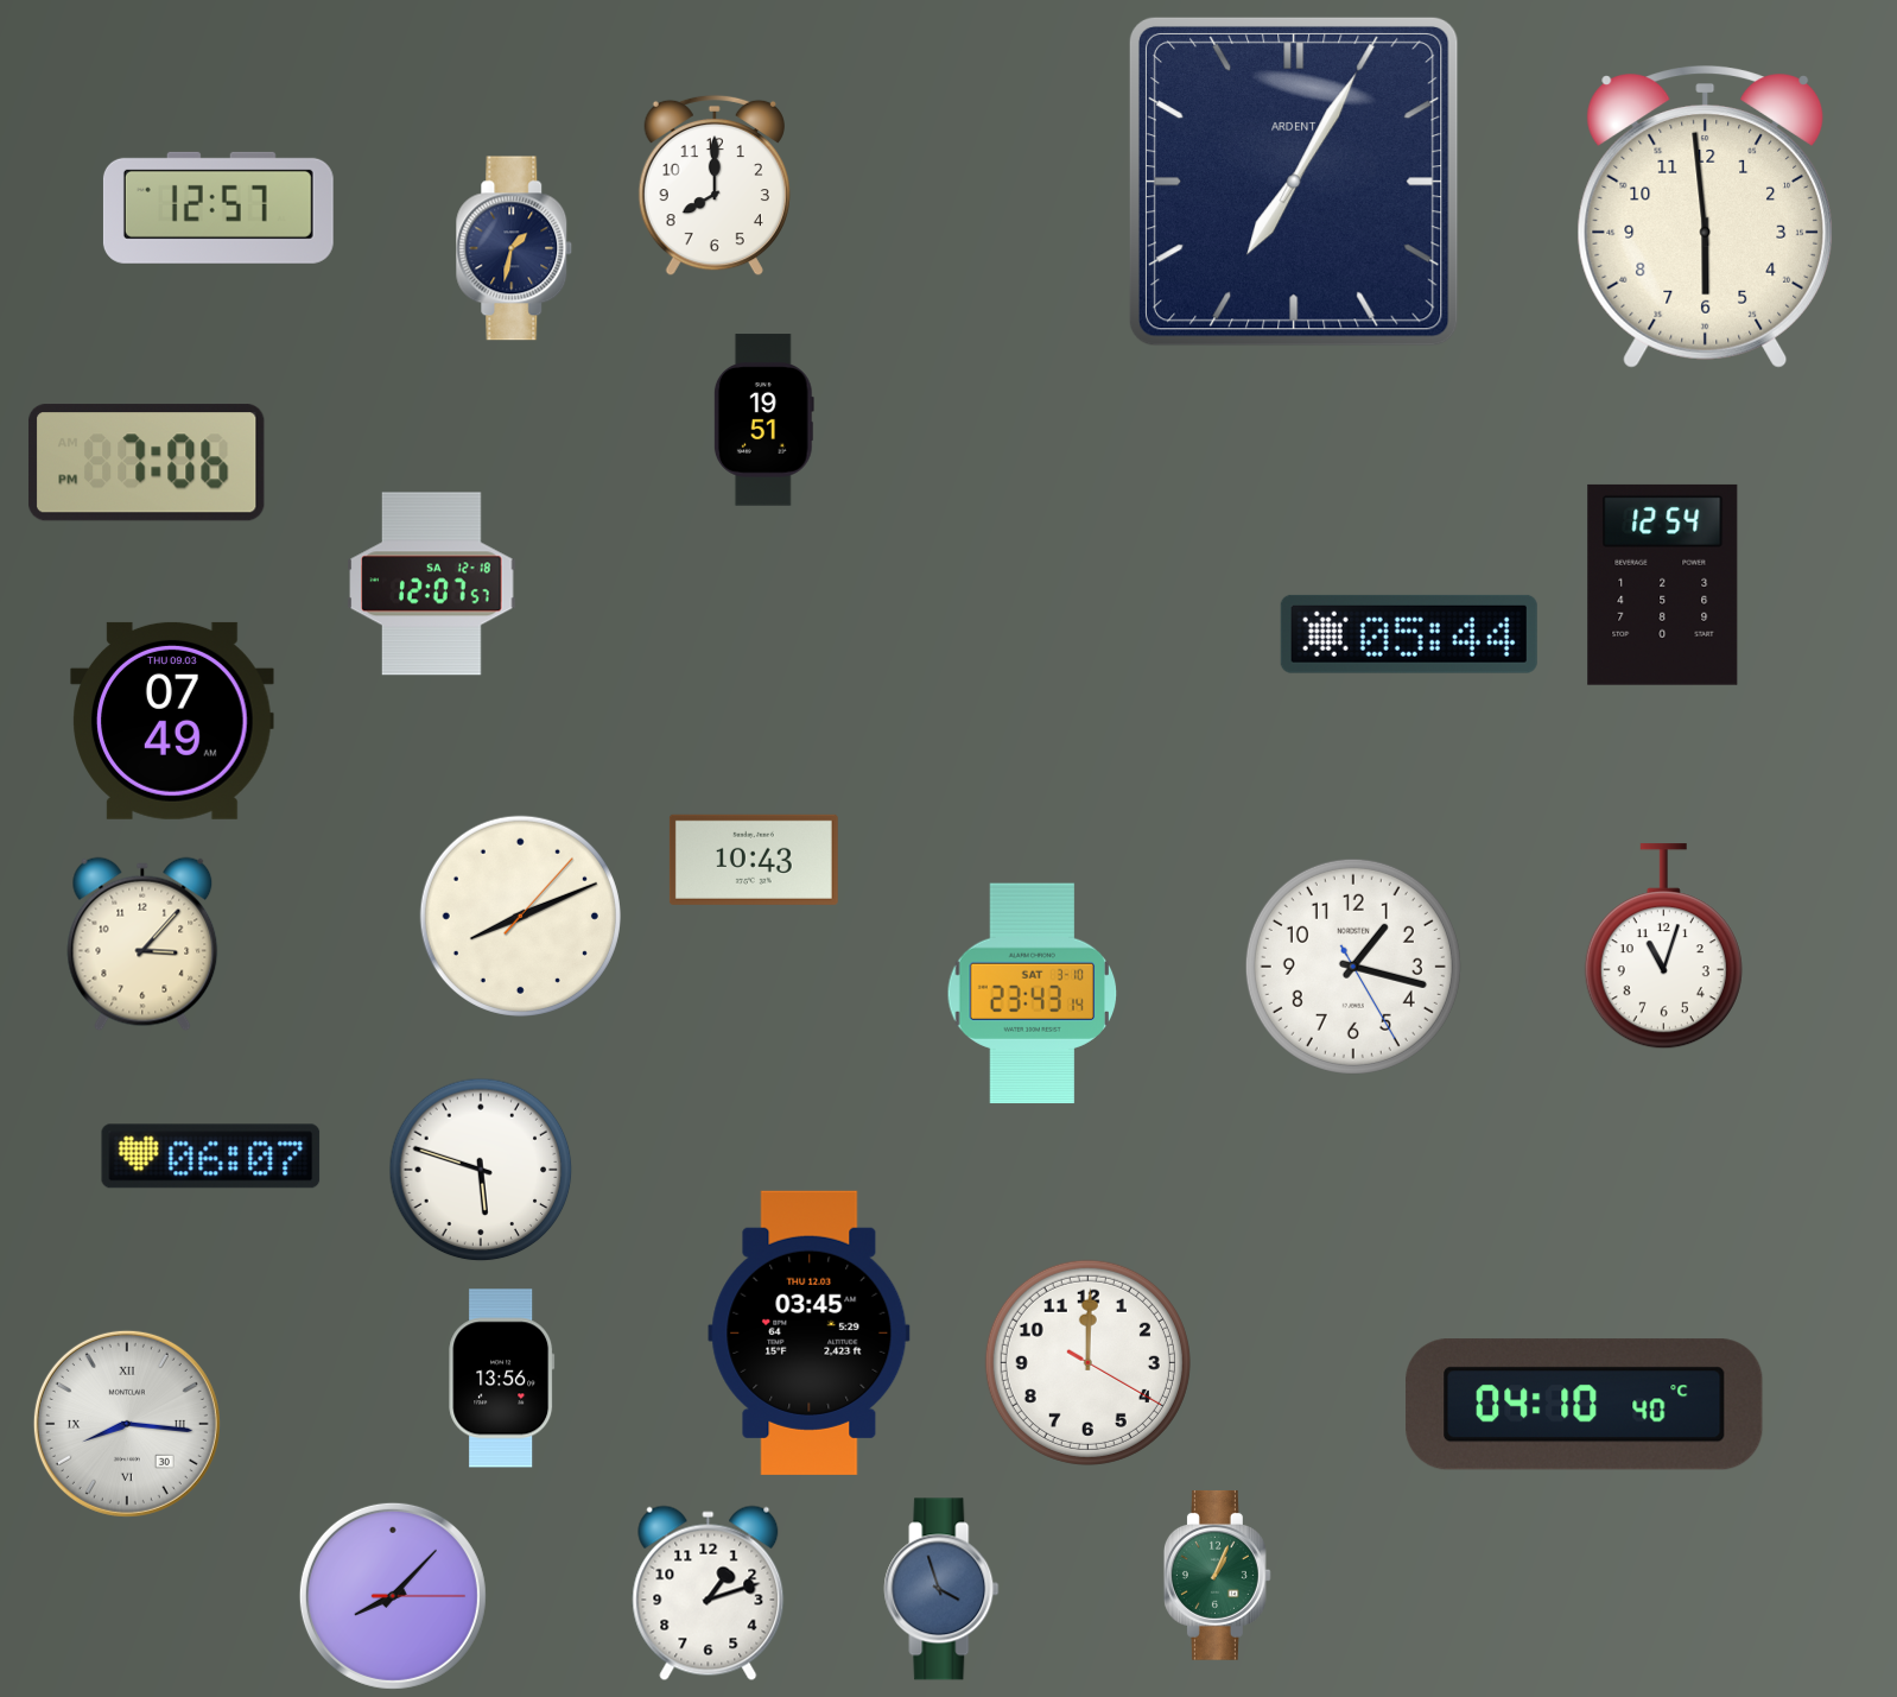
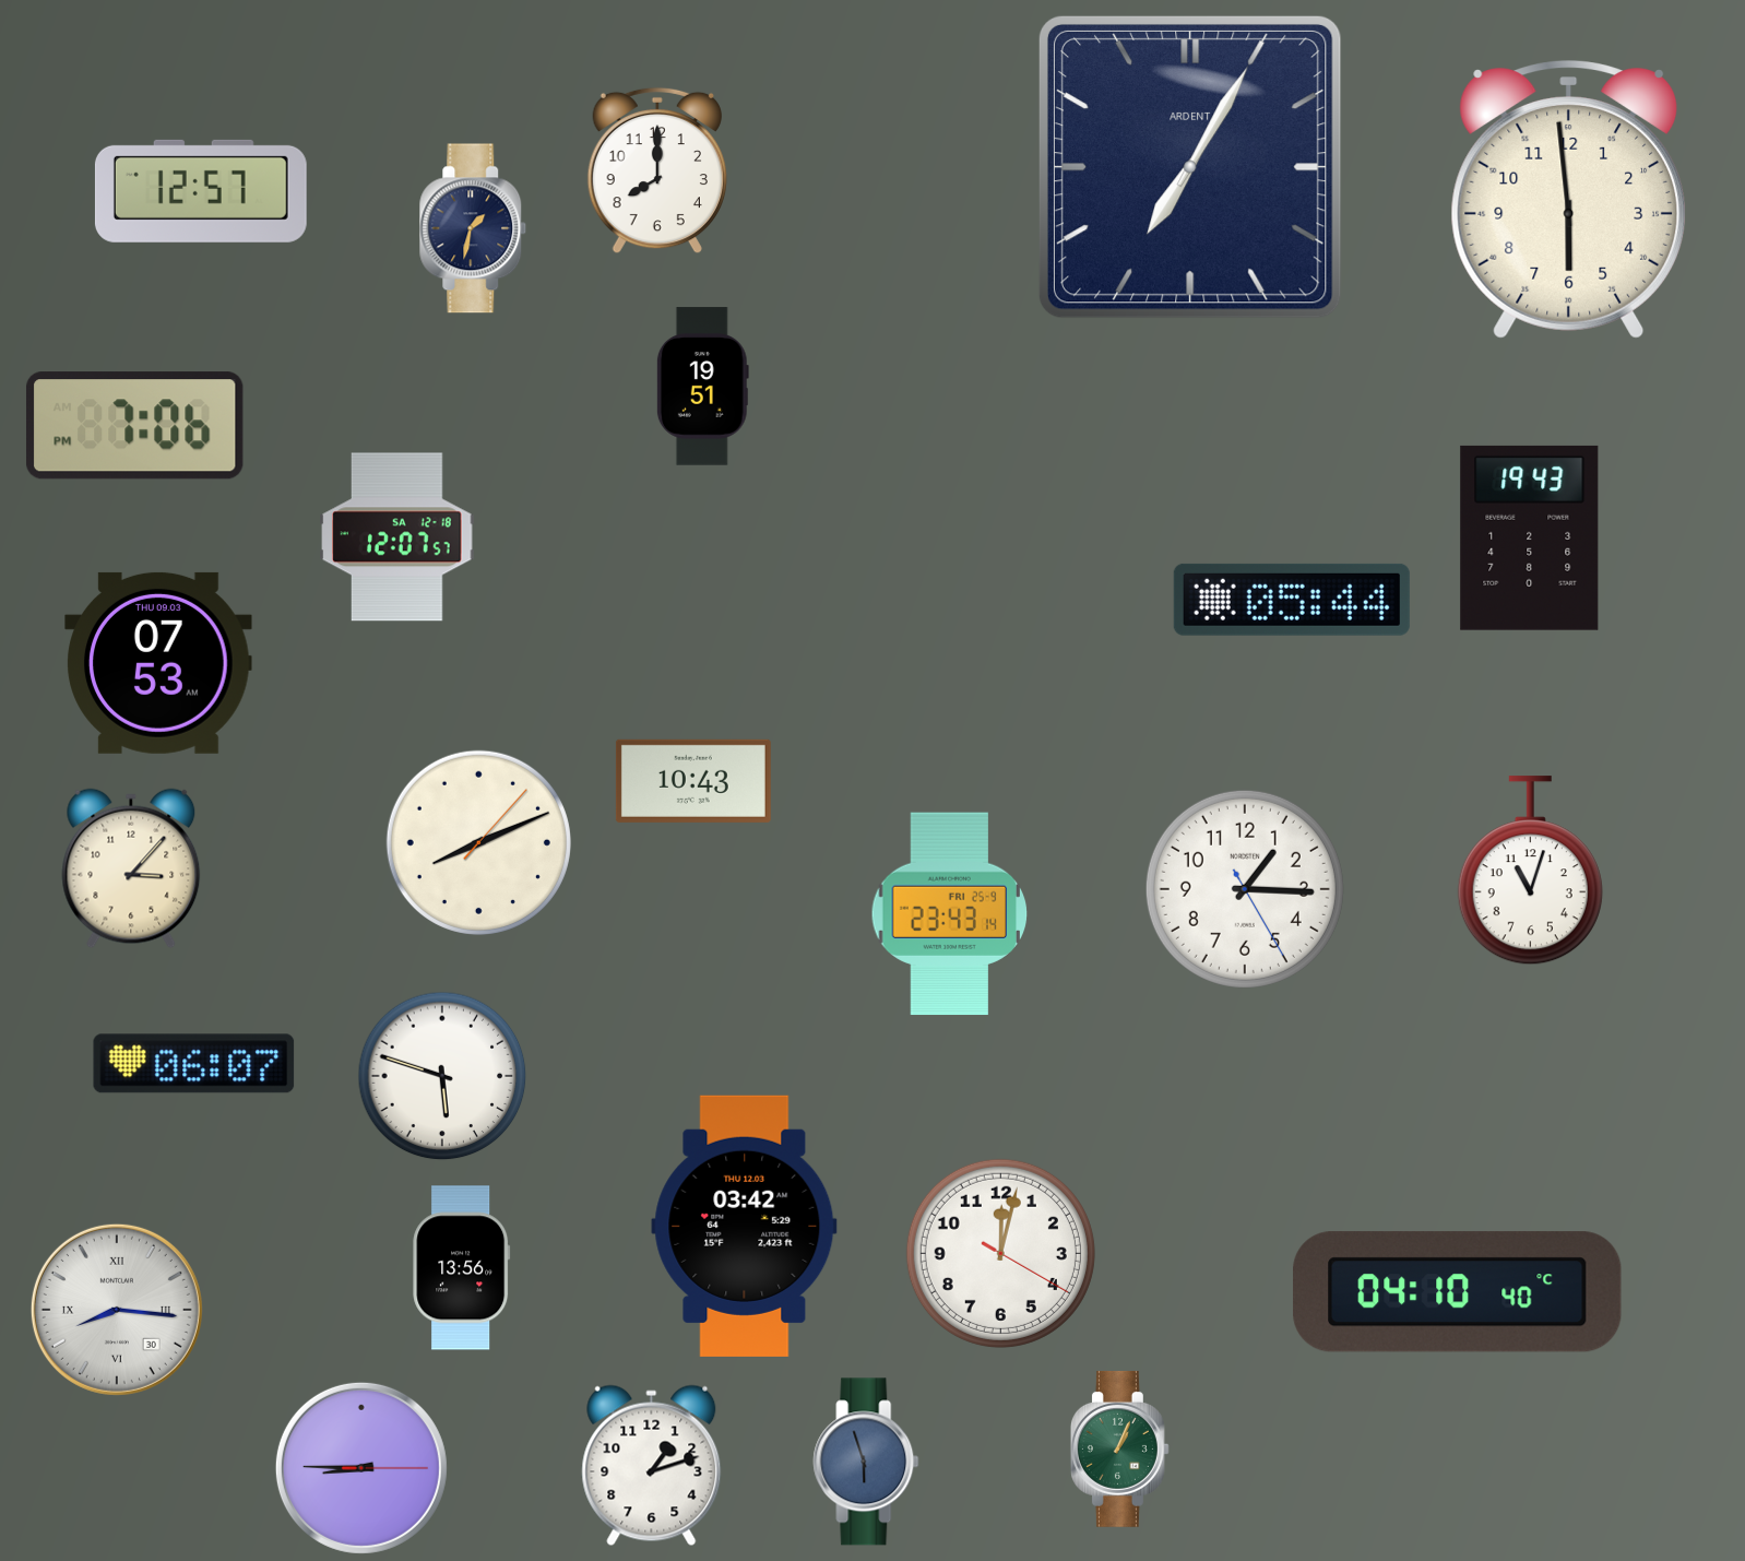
clock at (1663, 584): 12:54 -> 19:43
clock at (1409, 634) position: (1409, 634) -> (1292, 600)
clock at (172, 721): 07:49 -> 07:53
clock at (754, 860) position: (754, 860) -> (693, 781)
clock at (1353, 967): 1:17 -> 1:15
clock at (1033, 994) date: SAT 3-10 -> FRI 25-9
clock at (810, 1332): 03:45 -> 03:42
clock at (1087, 1362): 12:00 -> 12:02
clock at (941, 1589): 3:57 -> 5:57
clock at (393, 1596): 8:07 -> 8:45
